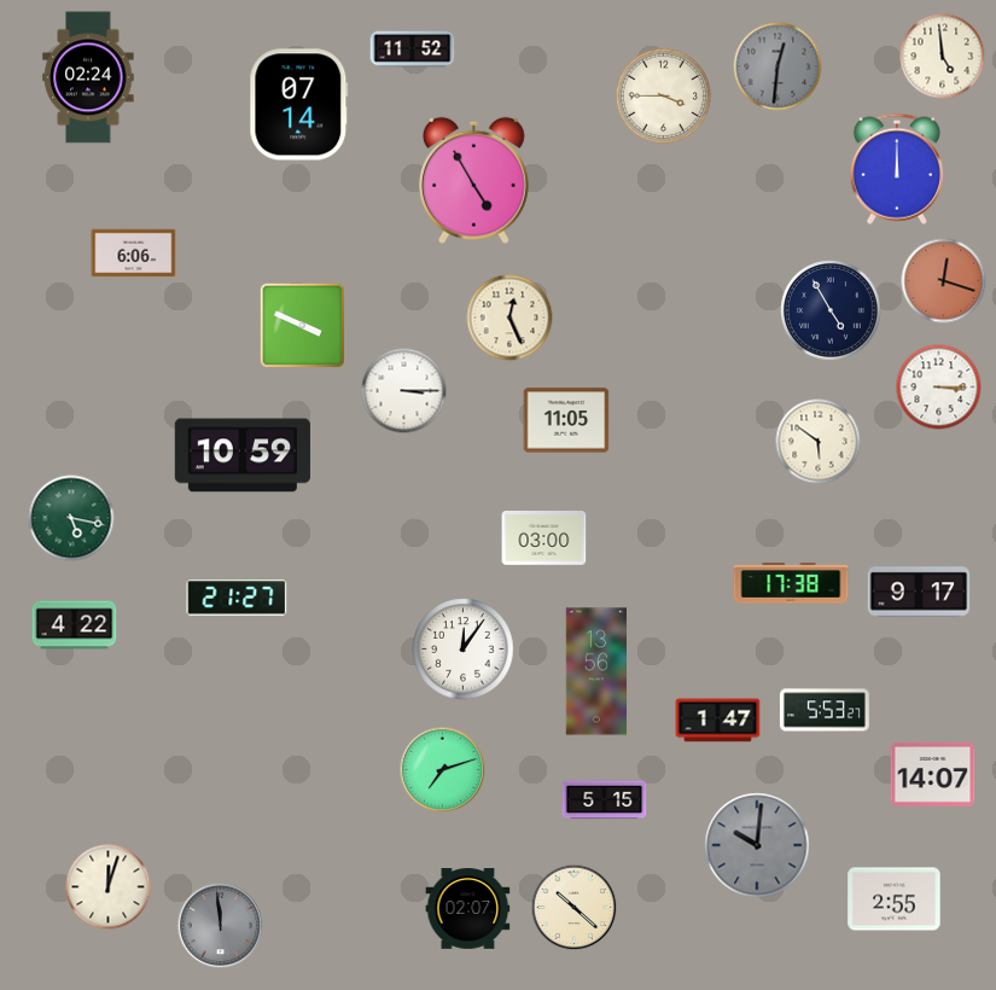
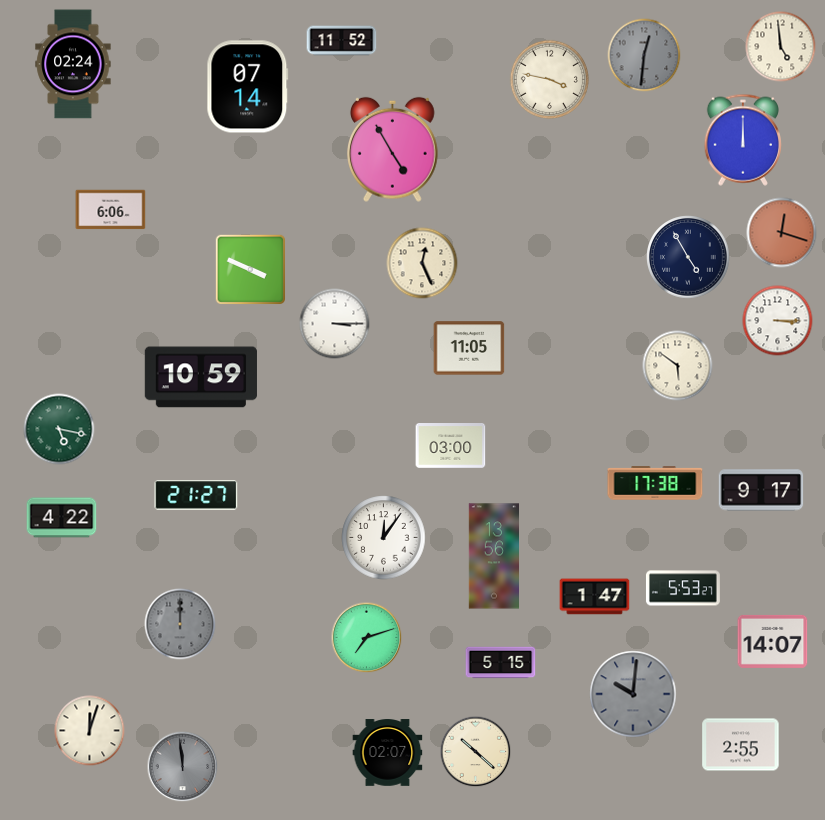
clock at (663, 95): 3:45 -> 3:47
clock at (180, 624): none -> 12:00
clock at (757, 845) position: (757, 845) -> (633, 694)
clock at (109, 887) position: (109, 887) -> (90, 731)
